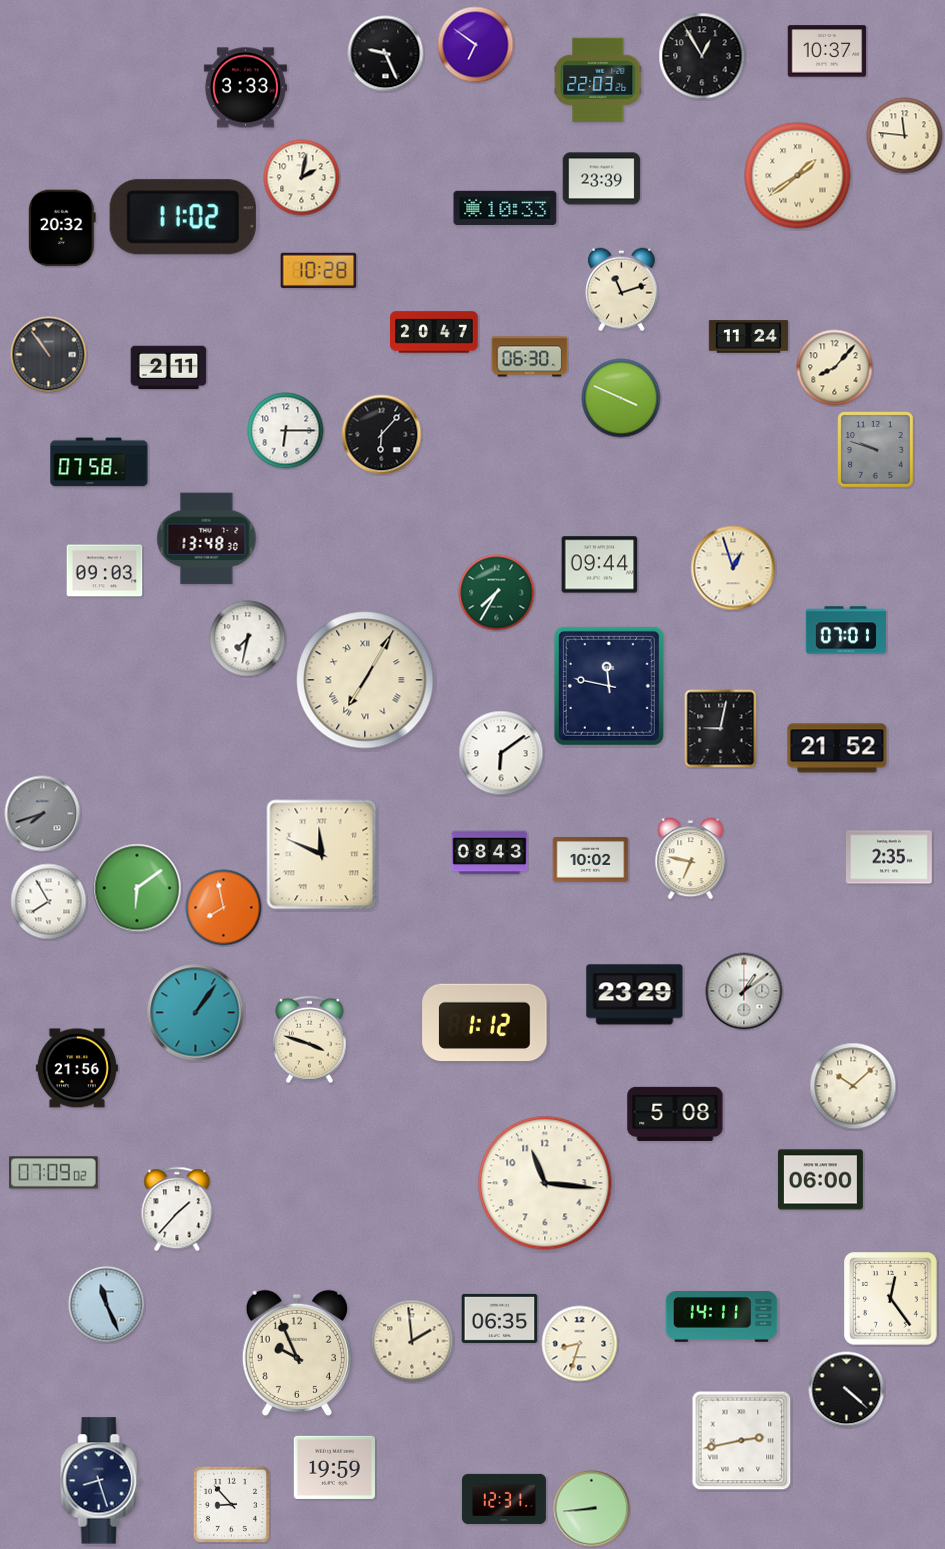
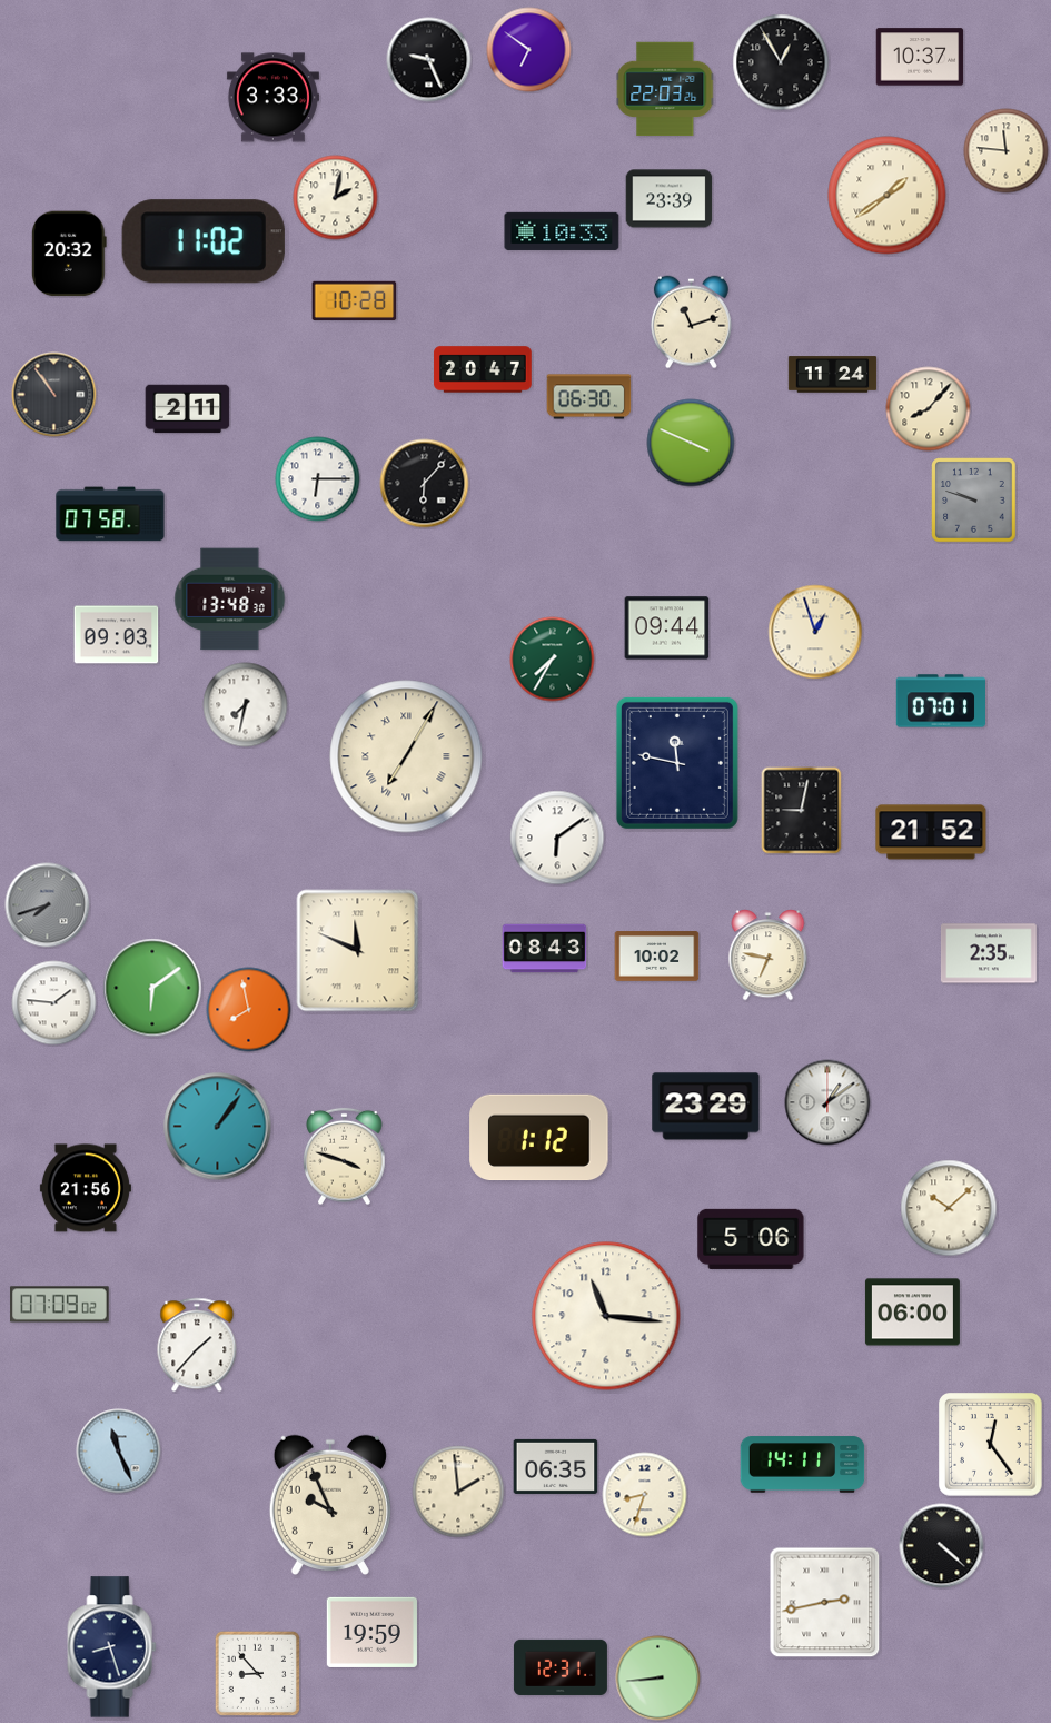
clock at (248, 639) position: (248, 639) -> (246, 705)
clock at (49, 902): 7:55 -> 1:46
clock at (675, 1114): 5:08 -> 5:06
